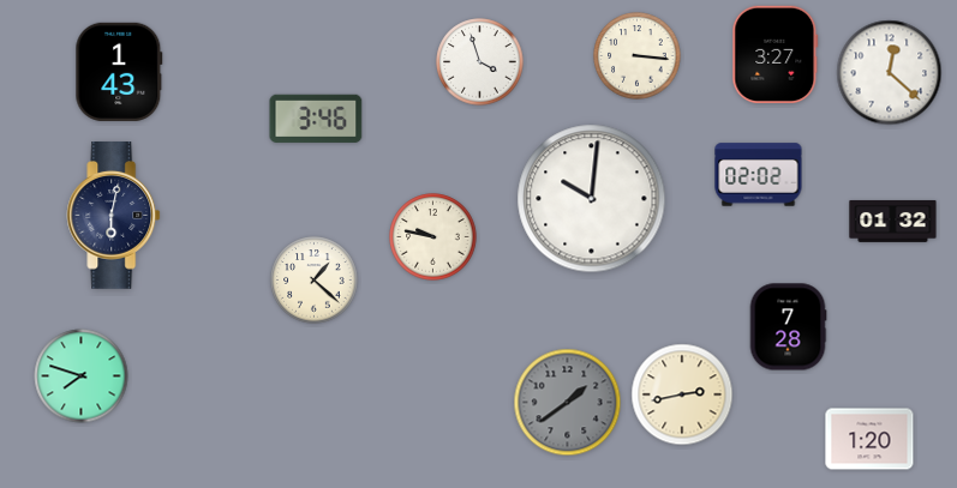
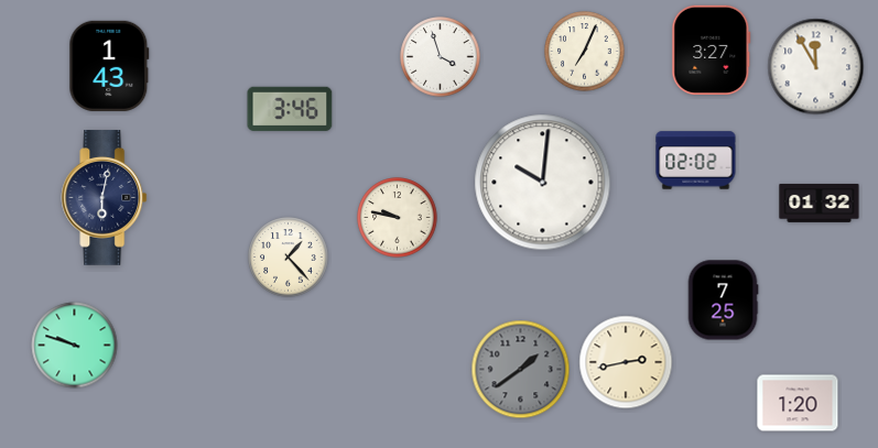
clock at (638, 56): 3:16 -> 7:04
clock at (890, 73): 12:22 -> 11:55
clock at (315, 281): 1:22 -> 1:23
clock at (788, 327): 7:28 -> 7:25
clock at (82, 376): 7:48 -> 9:48
